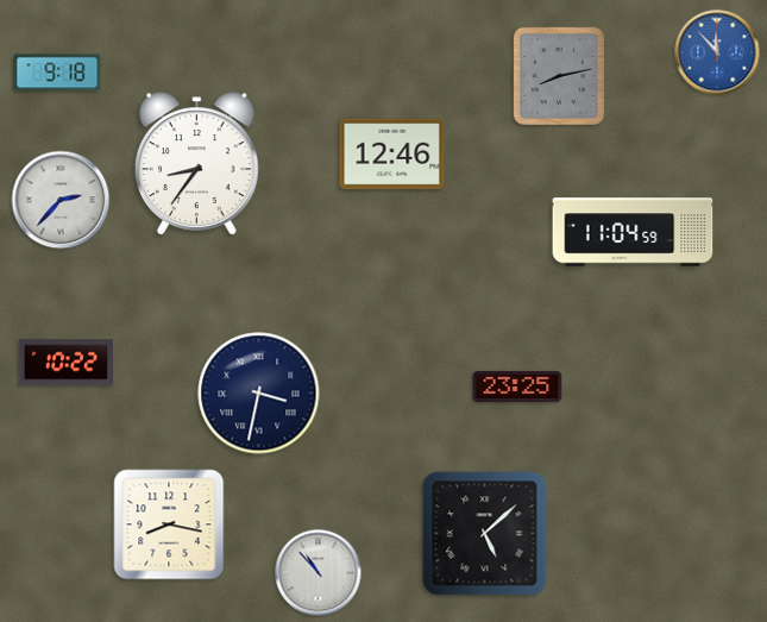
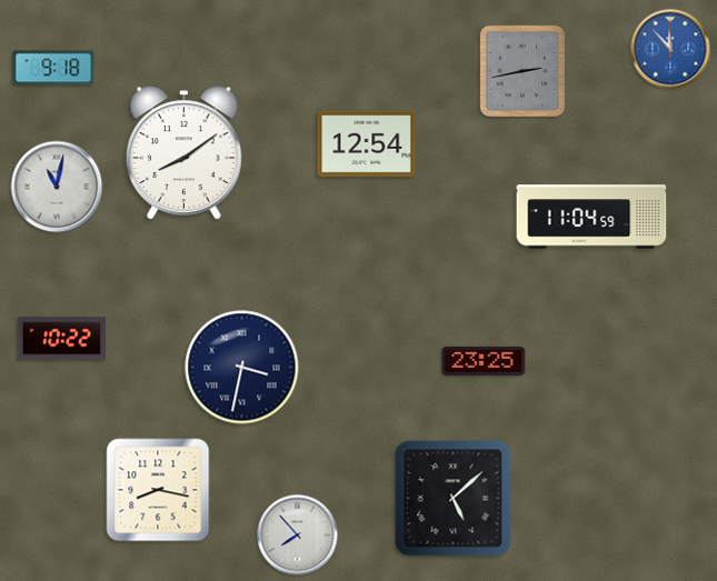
clock at (559, 76): 8:13 -> 2:43
clock at (392, 155): 12:46 -> 12:54
clock at (197, 164): 8:36 -> 8:09
clock at (61, 200): 2:37 -> 11:02
clock at (319, 573): 10:53 -> 7:53
